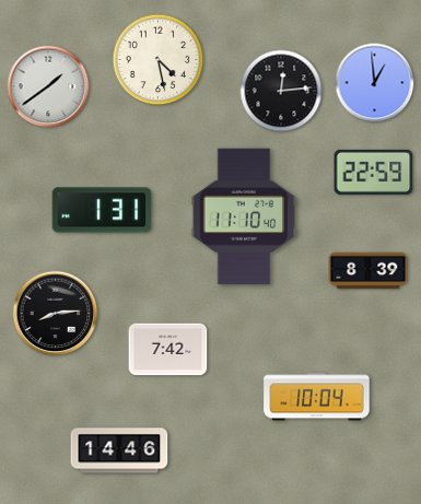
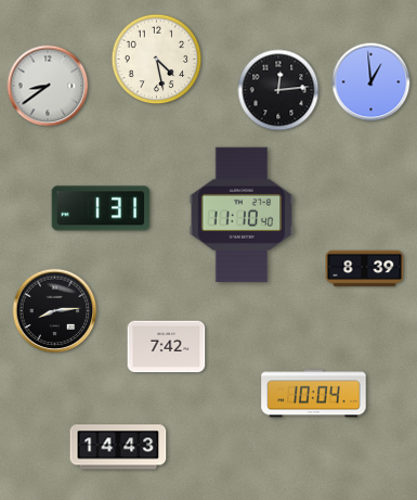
clock at (48, 86): 1:39 -> 8:39
clock at (374, 172): 22:59 -> none
clock at (119, 450): 14:46 -> 14:43
